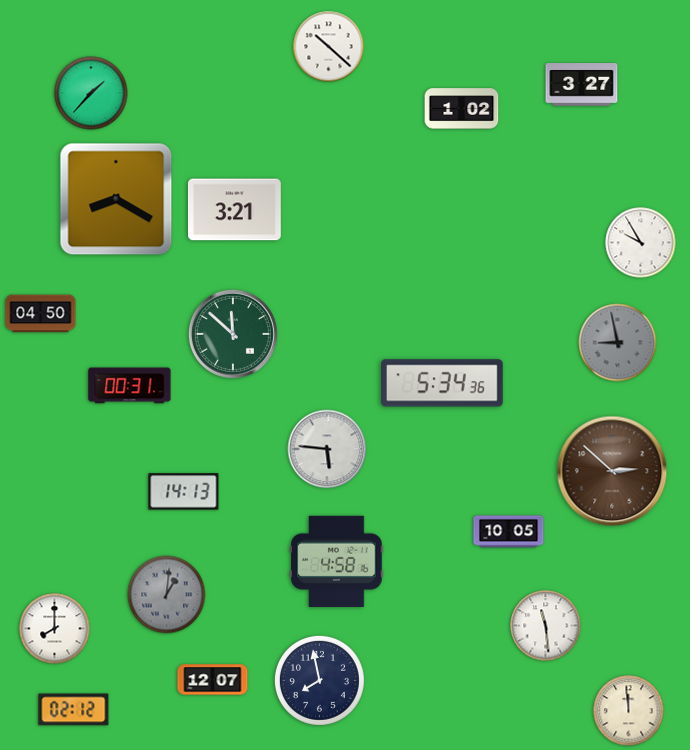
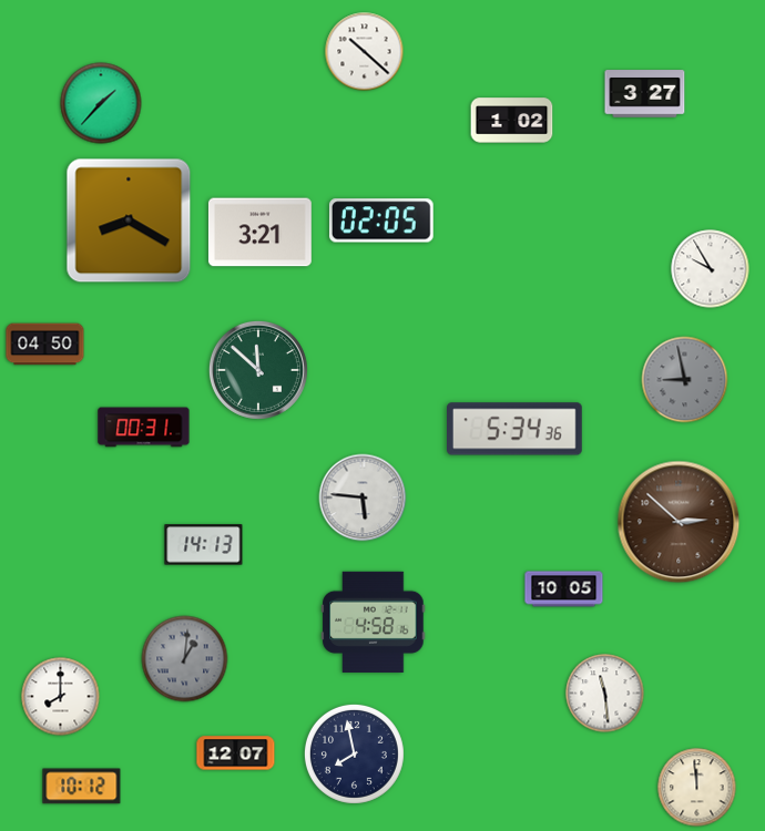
clock at (381, 220): none -> 02:05
clock at (41, 314) position: (41, 314) -> (45, 345)
clock at (443, 383) position: (443, 383) -> (516, 429)
clock at (74, 710): 02:12 -> 10:12
